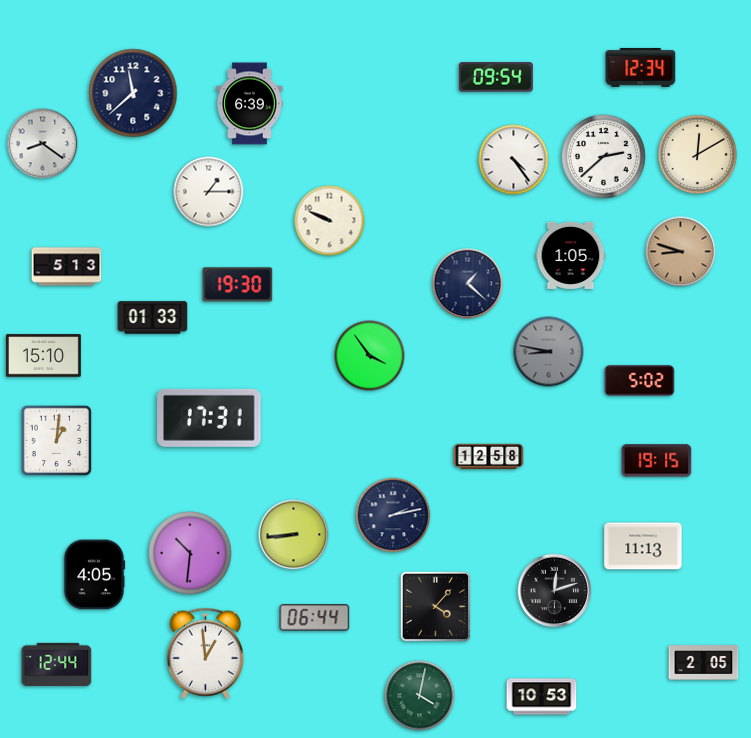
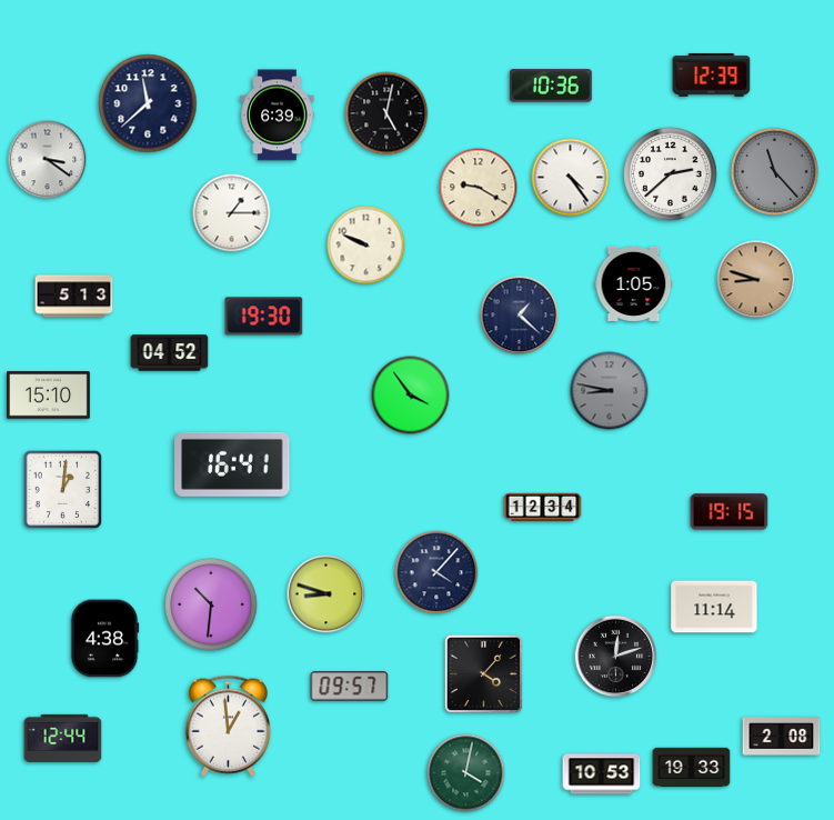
clock at (641, 67): 12:34 -> 12:39
clock at (496, 77): 09:54 -> 10:36
clock at (386, 113): none -> 5:02
clock at (43, 144): 8:21 -> 3:21
clock at (697, 154): 12:10 -> 11:23
clock at (697, 154) dial: cream -> grey
clock at (479, 188): none -> 9:20
clock at (153, 318): 01:33 -> 04:52
clock at (640, 381): 5:02 -> none
clock at (209, 418): 17:31 -> 16:41
clock at (489, 457): 12:58 -> 12:34
clock at (393, 515): 2:13 -> 4:07
clock at (294, 535): 8:44 -> 8:48
clock at (643, 546): 11:13 -> 11:14
clock at (191, 554) position: (191, 554) -> (212, 606)
clock at (94, 575): 4:05 -> 4:38
clock at (315, 618): 06:44 -> 09:57
clock at (704, 663): 2:05 -> 2:08
clock at (692, 768): none -> 19:33
